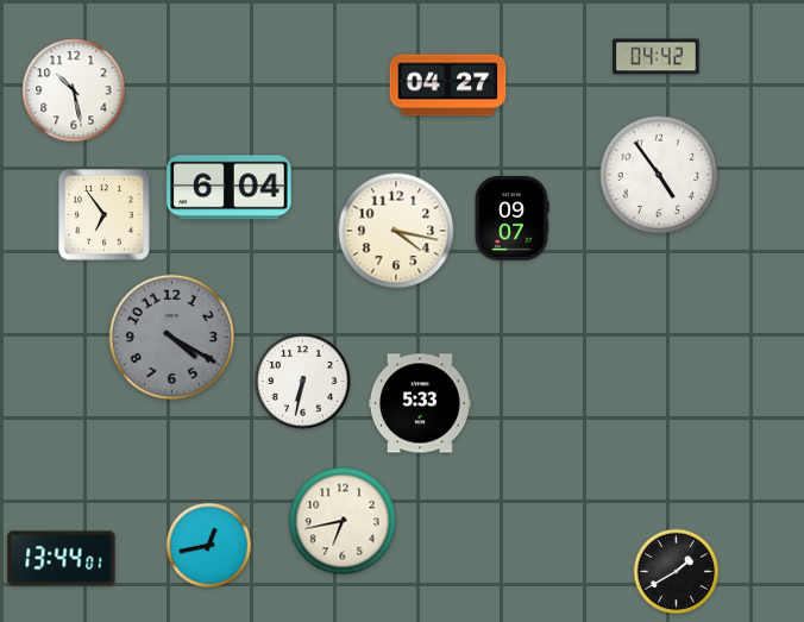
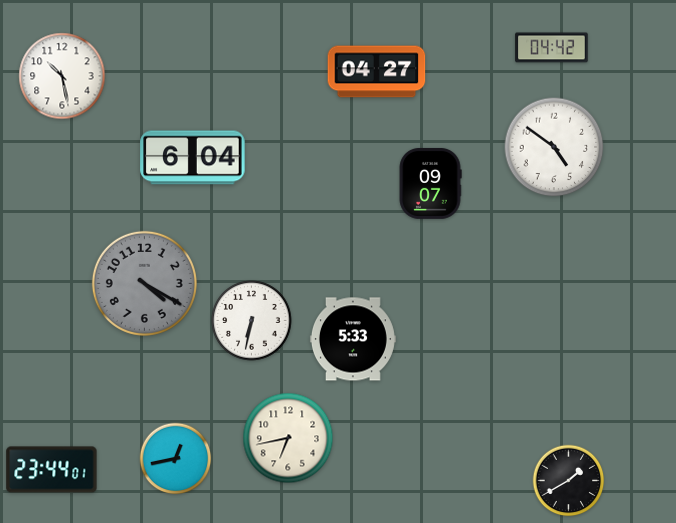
clock at (659, 175): 4:54 -> 4:51
clock at (105, 215): 6:54 -> none
clock at (396, 231): 4:17 -> none
clock at (303, 382) position: (303, 382) -> (252, 321)
clock at (62, 559): 13:44 -> 23:44
